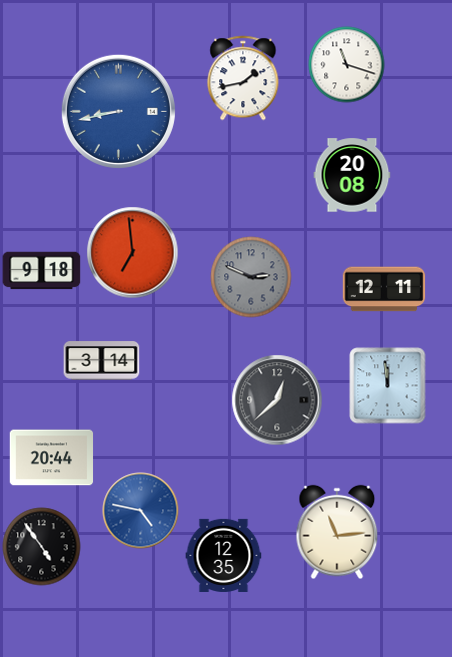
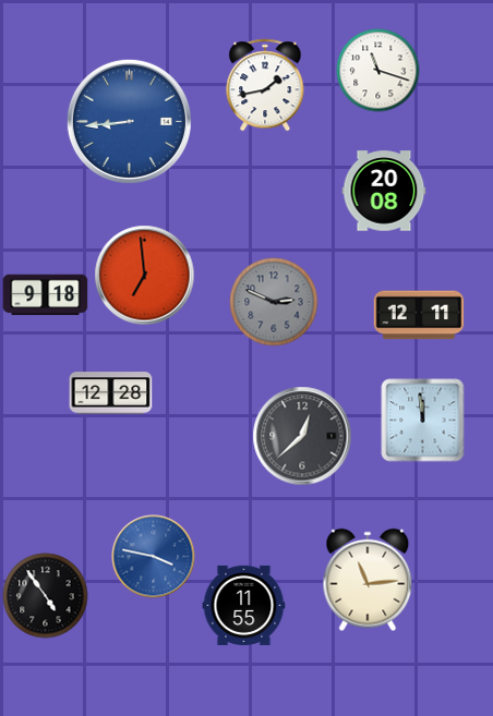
clock at (118, 111): 8:43 -> 8:44
clock at (102, 361): 3:14 -> 12:28
clock at (52, 458): 20:44 -> none
clock at (141, 511): 4:47 -> 3:47
clock at (224, 555): 12:35 -> 11:55
